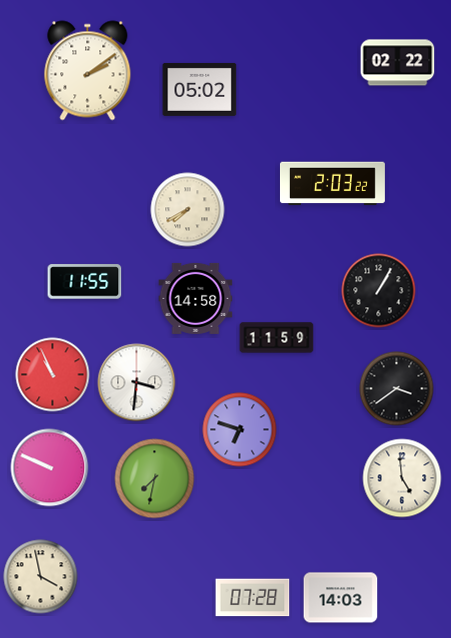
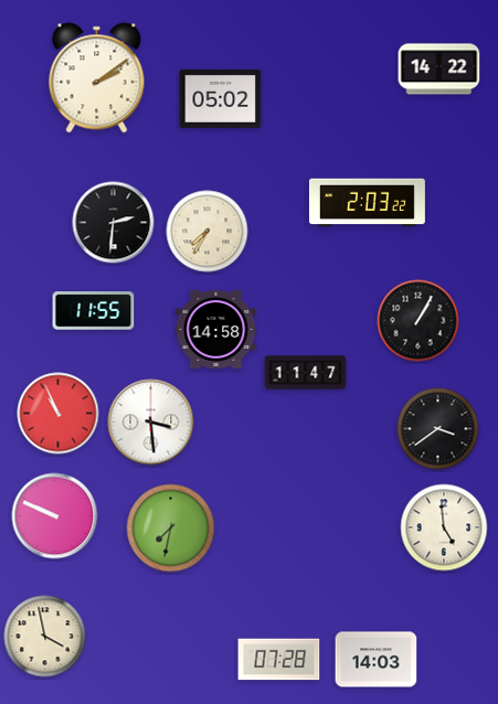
clock at (398, 63): 02:22 -> 14:22
clock at (114, 223): none -> 2:31
clock at (188, 210): 7:40 -> 7:35
clock at (277, 338): 11:59 -> 11:47
clock at (137, 383): 3:31 -> 3:29
clock at (240, 430): 6:48 -> none
